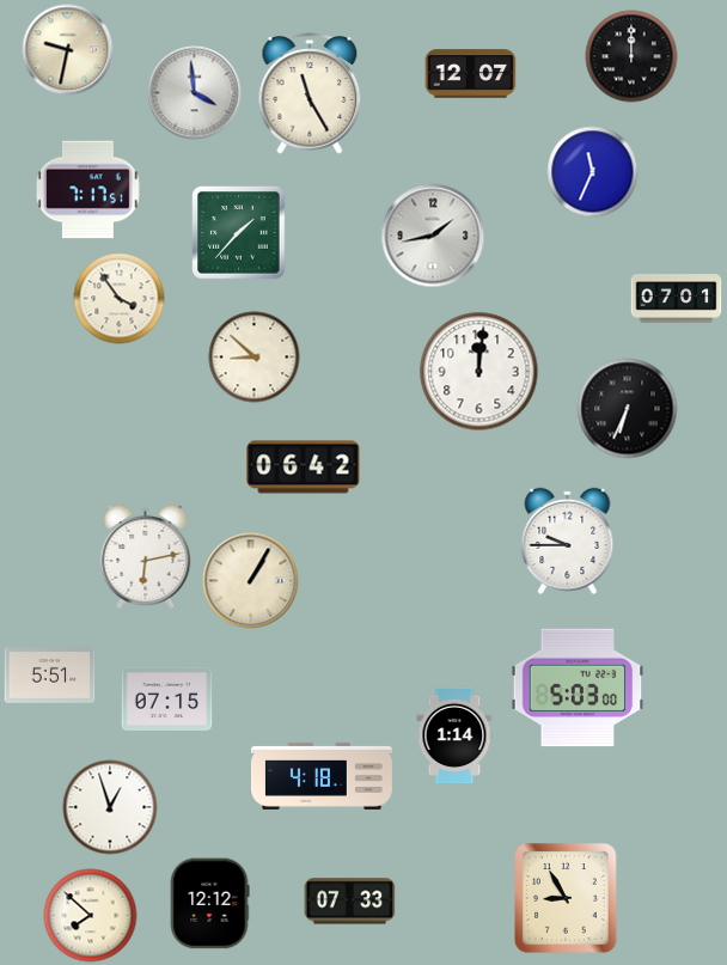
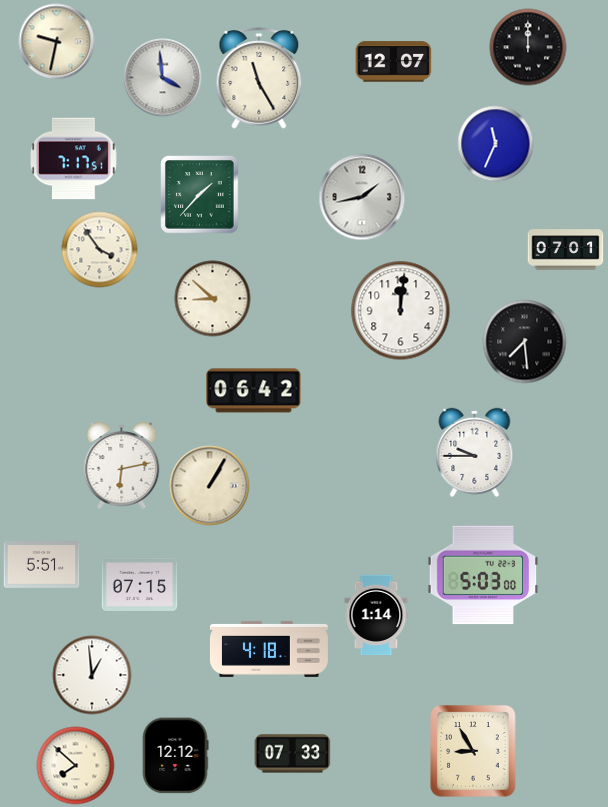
clock at (628, 409): 6:34 -> 7:29
clock at (454, 735) position: (454, 735) -> (376, 615)
clock at (110, 807): 12:57 -> 12:59
